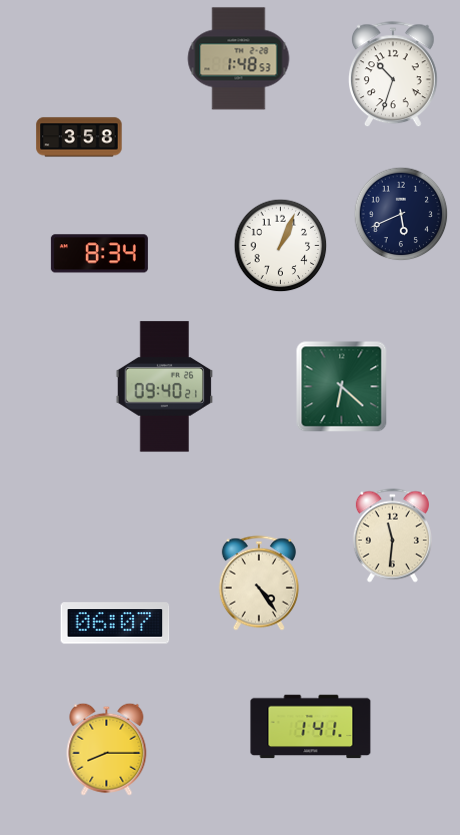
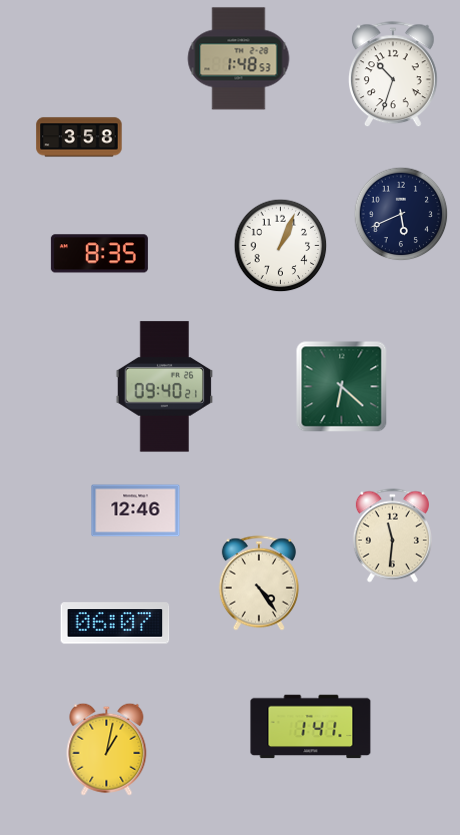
clock at (99, 254): 8:34 -> 8:35
clock at (136, 511): none -> 12:46
clock at (107, 749): 8:15 -> 1:02
